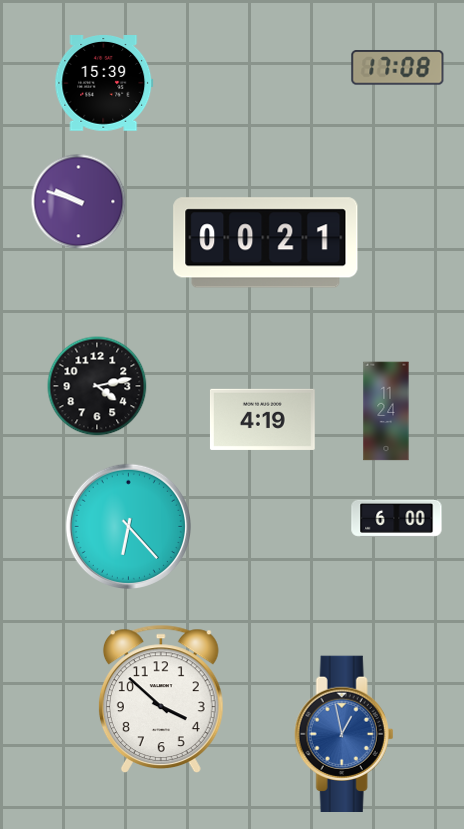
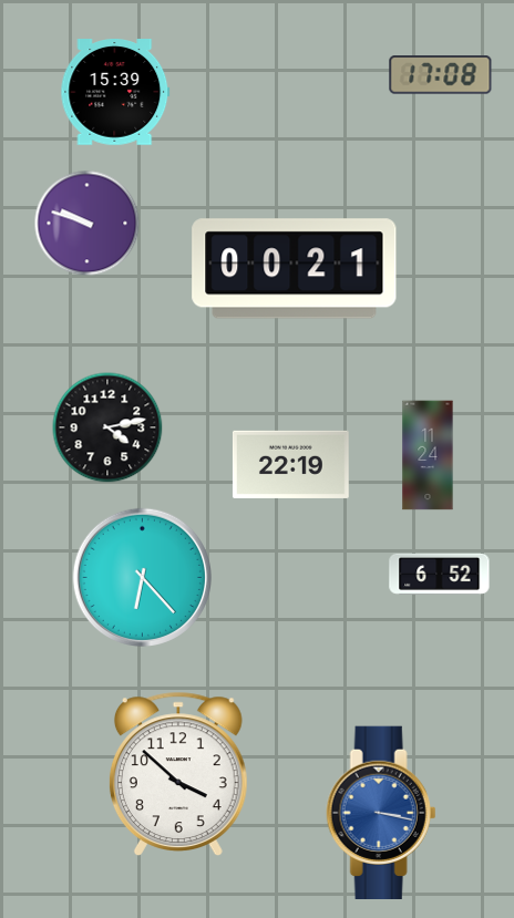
clock at (262, 419): 4:19 -> 22:19
clock at (397, 518): 6:00 -> 6:52
clock at (128, 526) position: (128, 526) -> (142, 577)
clock at (344, 733): 12:58 -> 3:17
